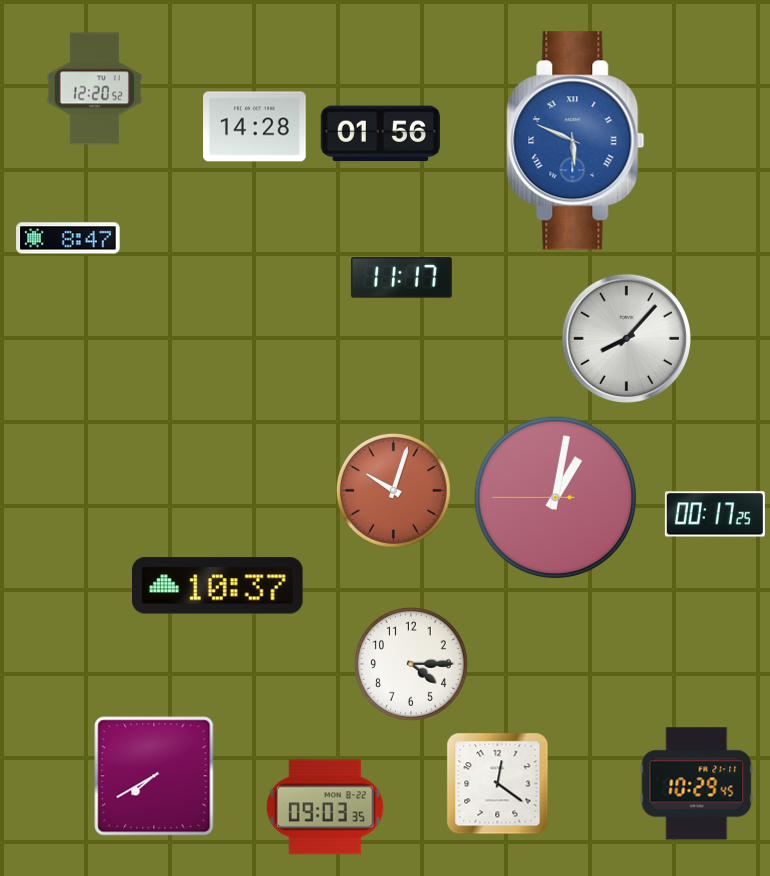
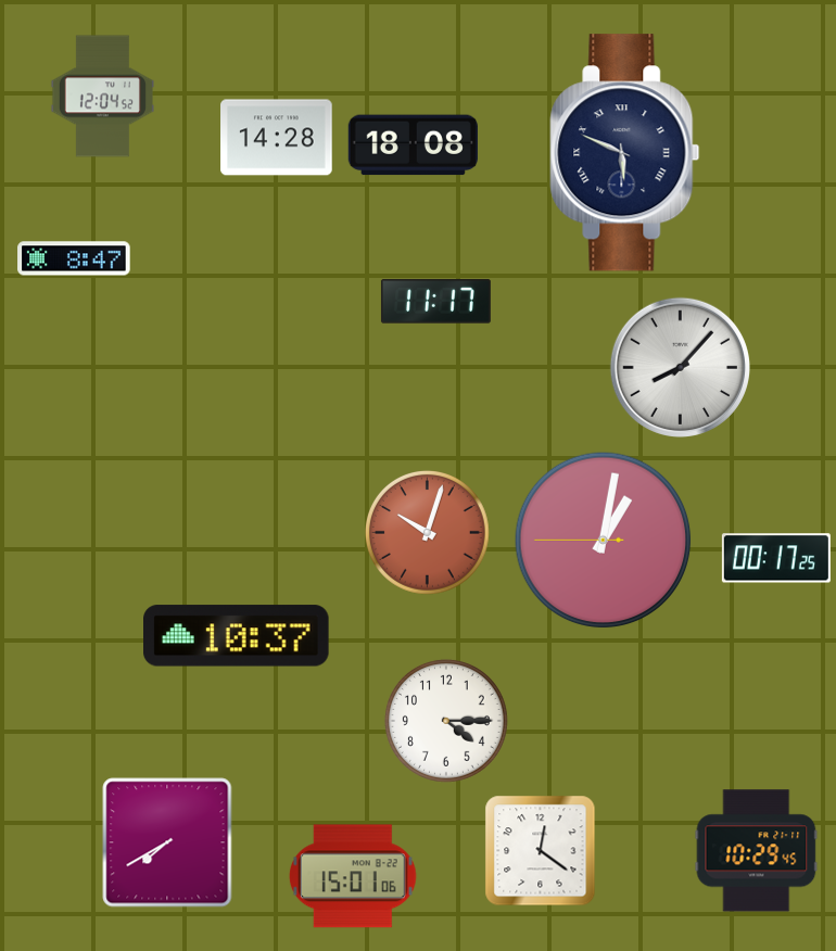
clock at (94, 89): 12:20 -> 12:04
clock at (380, 134): 01:56 -> 18:08
clock at (576, 141) dial: blue -> navy
clock at (325, 807): 09:03 -> 15:01
